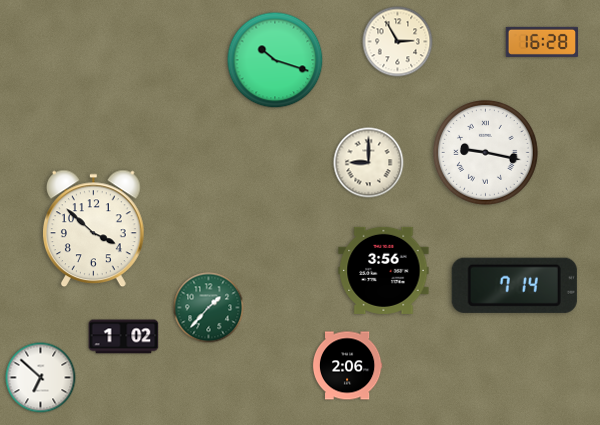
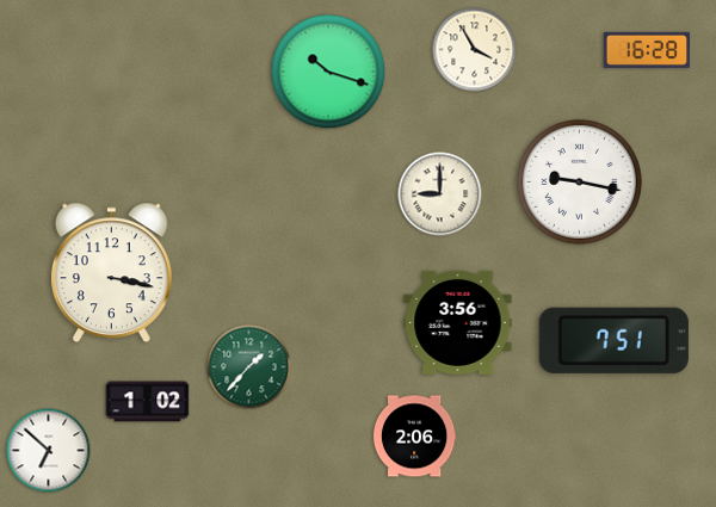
clock at (398, 42): 2:55 -> 3:55
clock at (94, 229): 3:52 -> 3:17
clock at (514, 285): 7:14 -> 7:51
